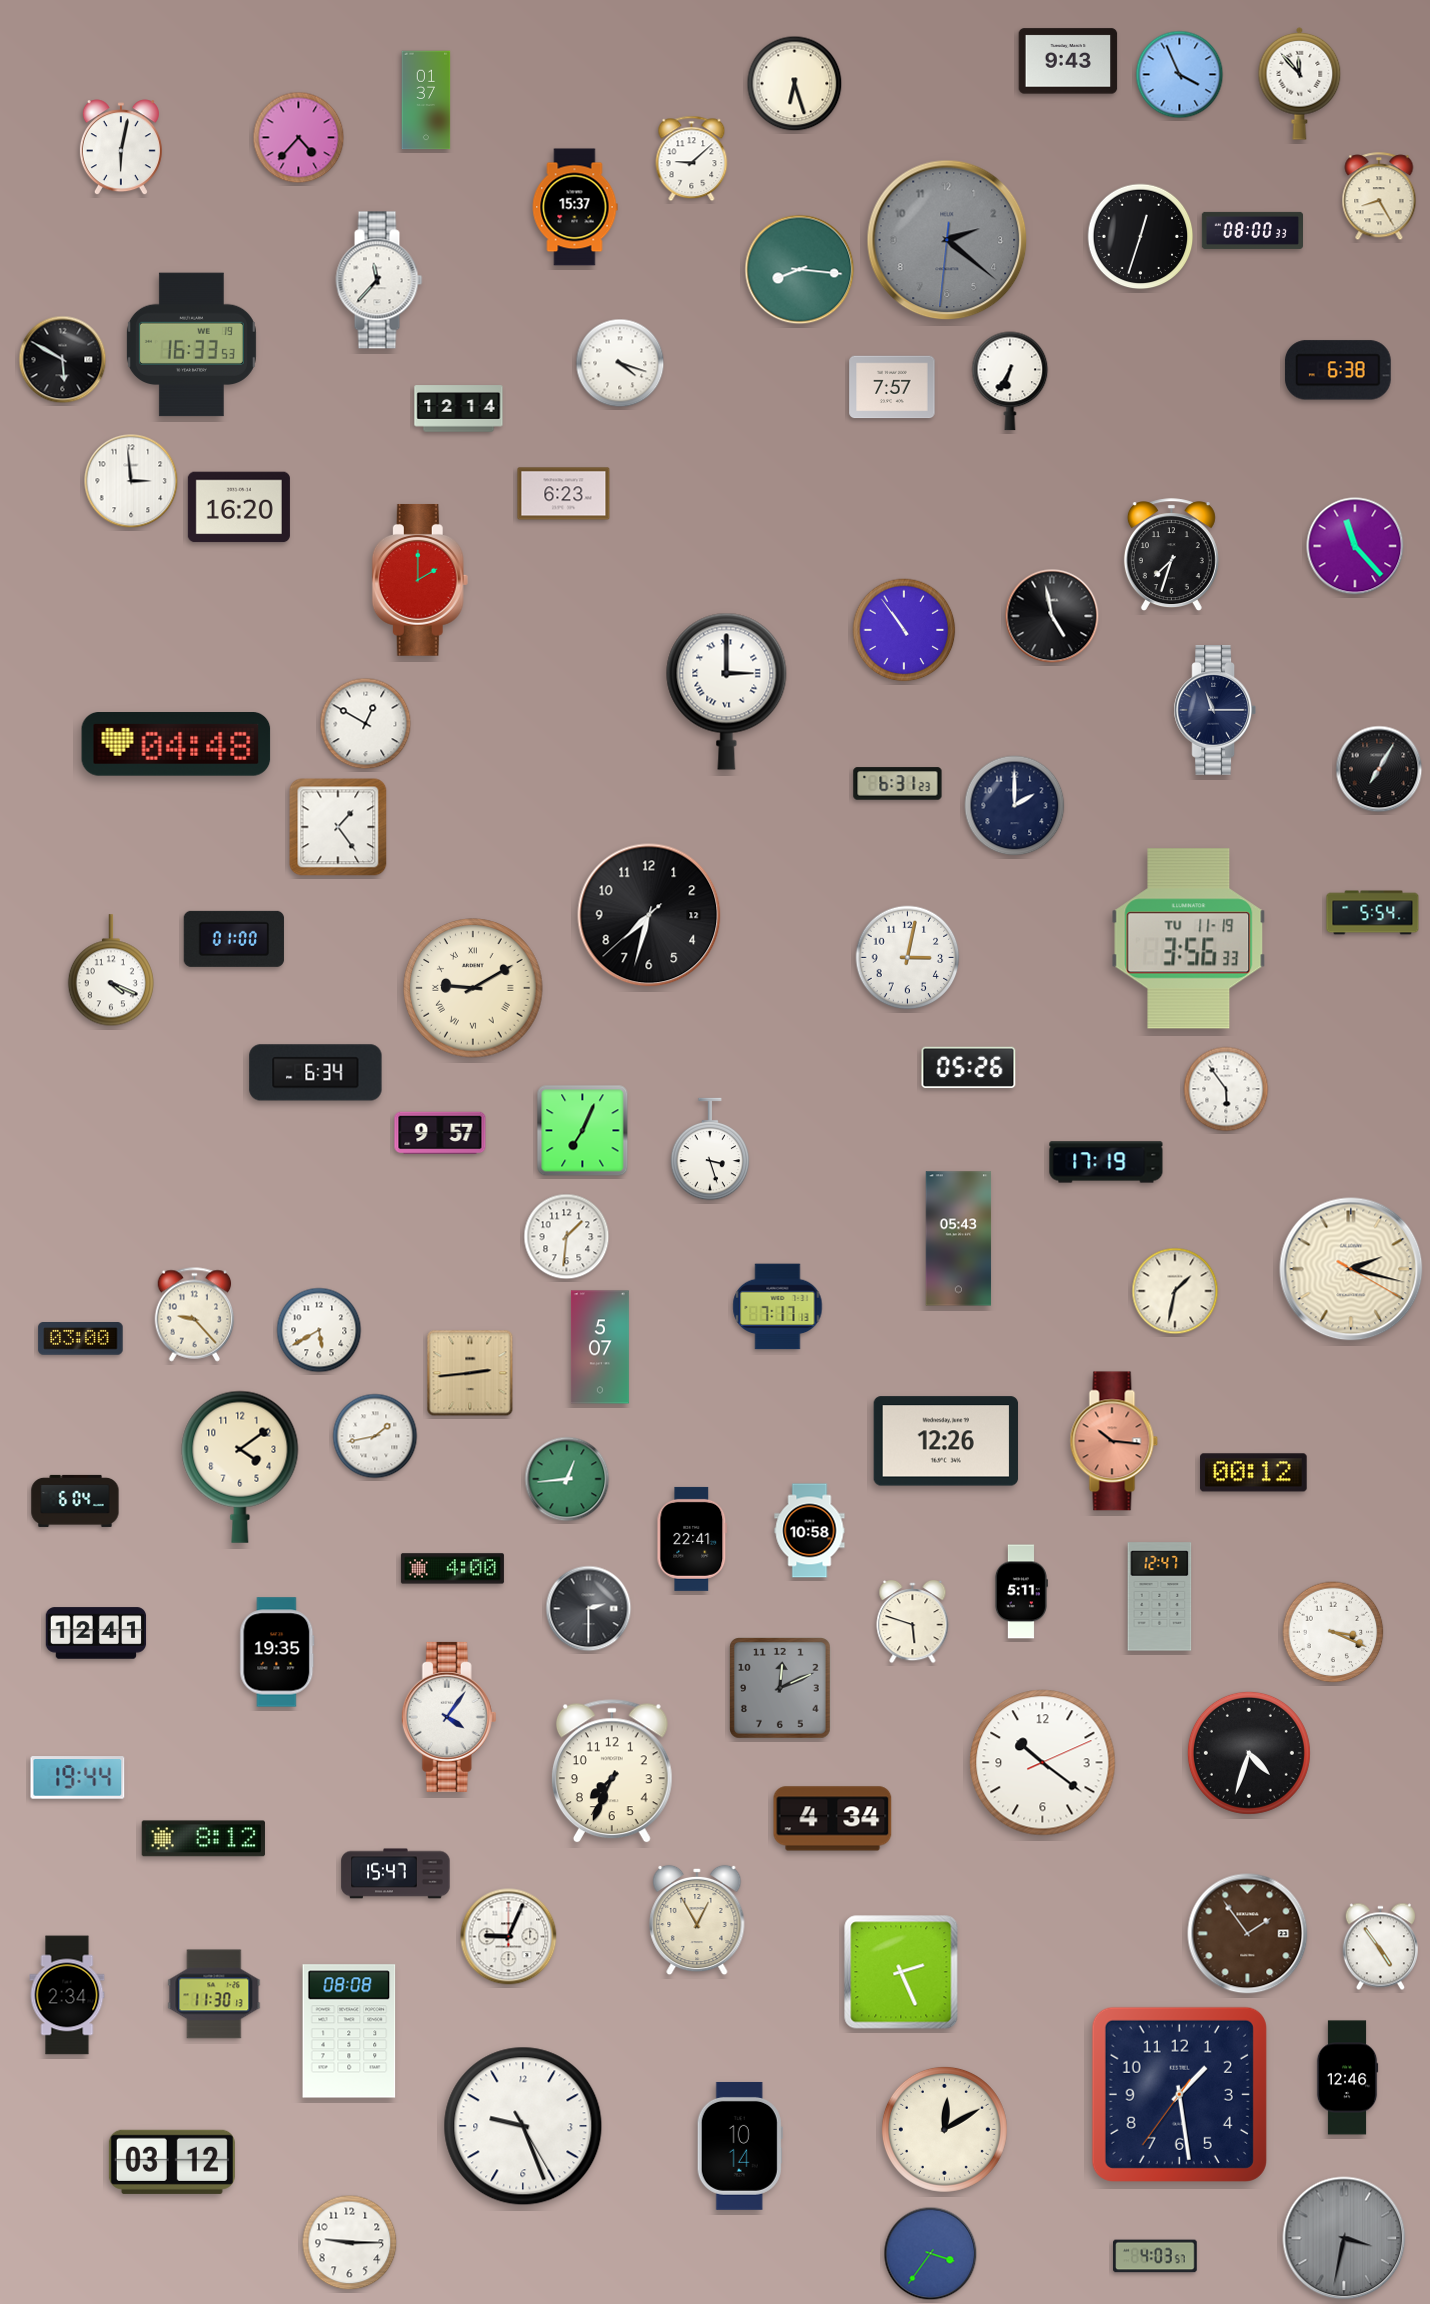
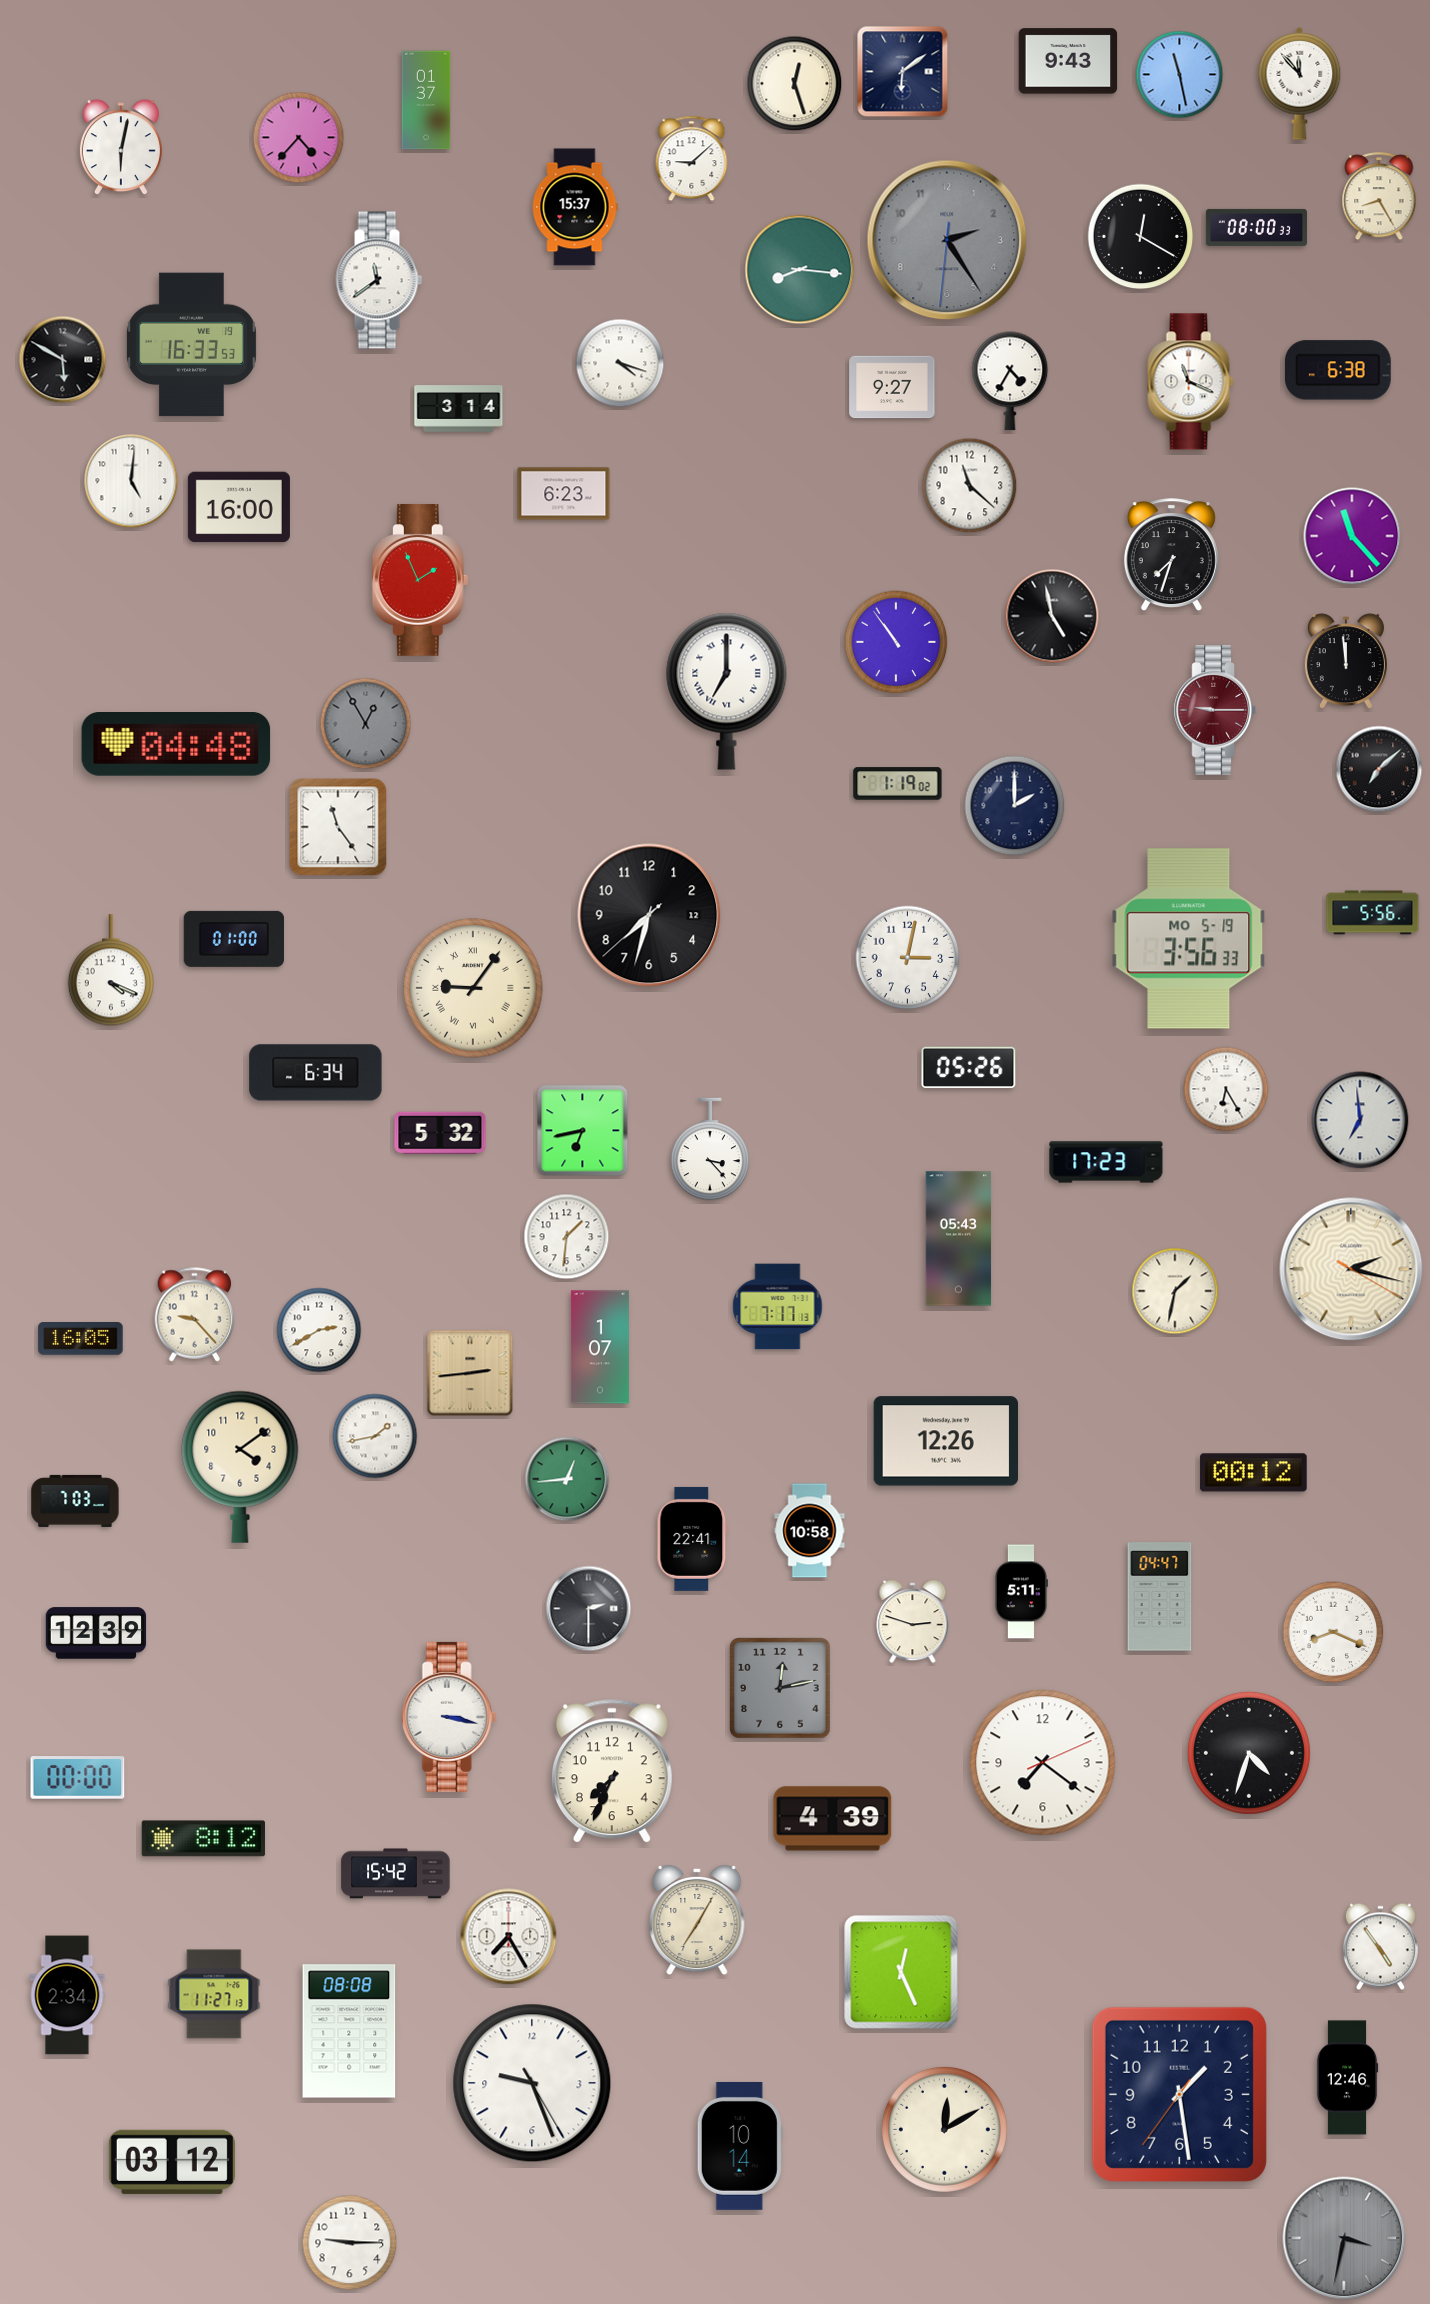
clock at (903, 72): none -> 6:09
clock at (1180, 75): 3:56 -> 11:28
clock at (795, 84): 6:27 -> 12:27
clock at (1252, 230) position: (1252, 230) -> (1256, 227)
clock at (1141, 237): 12:33 -> 12:20
clock at (947, 240): 2:21 -> 2:24
clock at (379, 280): 11:37 -> 11:39
clock at (1010, 381): 6:35 -> 4:35
clock at (1191, 382): none -> 11:19
clock at (892, 387): 7:57 -> 9:27
clock at (459, 409): 12:14 -> 3:14
clock at (131, 481): 2:59 -> 5:01
clock at (970, 486): none -> 11:22
clock at (239, 507): 16:20 -> 16:00
clock at (1355, 546) position: (1355, 546) -> (1352, 536)
clock at (420, 580): 2:00 -> 1:56
clock at (904, 630) position: (904, 630) -> (896, 642)
clock at (1346, 662): none -> 11:59
clock at (727, 691): 3:00 -> 7:00
clock at (1214, 710): 11:15 -> 9:15
clock at (1214, 710) dial: navy -> burgundy
clock at (366, 724): 12:50 -> 12:55
clock at (366, 724) dial: white -> grey
clock at (1379, 769): 7:05 -> 7:08
clock at (898, 784): 6:31 -> 1:19
clock at (338, 827): 1:24 -> 11:24
clock at (1373, 913): 5:54 -> 5:56
clock at (1189, 939) date: TU 11-19 -> MO 5-19
clock at (473, 988): 9:10 -> 9:06
clock at (1226, 1089): 5:54 -> 6:25
clock at (1360, 1120): none -> 6:59
clock at (583, 1131): 7:04 -> 6:43
clock at (440, 1133): 9:57 -> 5:32
clock at (710, 1149): 3:27 -> 3:23
clock at (1106, 1162): 17:19 -> 17:23
clock at (319, 1330): 5:40 -> 2:40
clock at (81, 1339): 03:00 -> 16:05
clock at (600, 1347): 5:07 -> 1:07
clock at (1114, 1441): 10:16 -> none
clock at (75, 1501): 6:04 -> 7:03
clock at (452, 1569): 4:00 -> none
clock at (1160, 1597): 12:47 -> 04:47
clock at (913, 1622): 5:48 -> 2:48
clock at (1333, 1632): 3:19 -> 8:19
clock at (96, 1633): 12:41 -> 12:39
clock at (277, 1652): 19:35 -> none
clock at (781, 1689): 12:11 -> 12:13
clock at (449, 1717): 4:06 -> 3:17
clock at (1043, 1763): 10:21 -> 7:21
clock at (78, 1778): 19:44 -> 00:00
clock at (833, 1819): 4:34 -> 4:39
clock at (396, 1874): 15:47 -> 15:42
clock at (697, 1920): 12:55 -> 7:05
clock at (1248, 1934): 1:54 -> none
clock at (509, 1937): 9:04 -> 7:25
clock at (901, 1972): 2:26 -> 12:26
clock at (214, 1994): 11:30 -> 11:27
clock at (523, 2126) position: (523, 2126) -> (532, 2083)
clock at (931, 2254): 3:36 -> none
clock at (1155, 2256): 4:03 -> none
